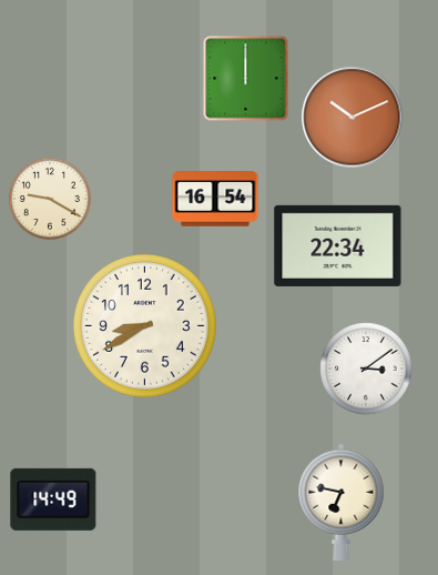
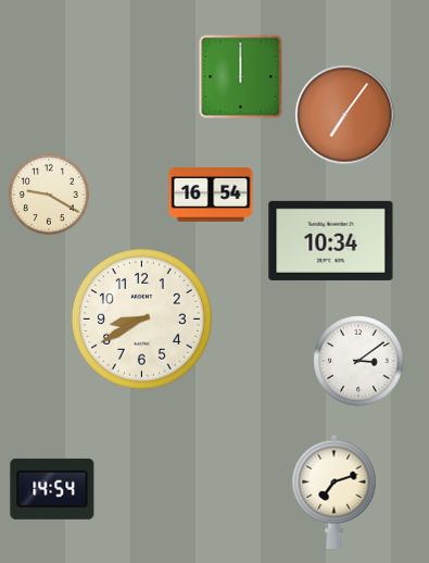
clock at (353, 118): 10:11 -> 7:06
clock at (338, 245): 22:34 -> 10:34
clock at (53, 500): 14:49 -> 14:54
clock at (342, 502): 6:47 -> 7:12
